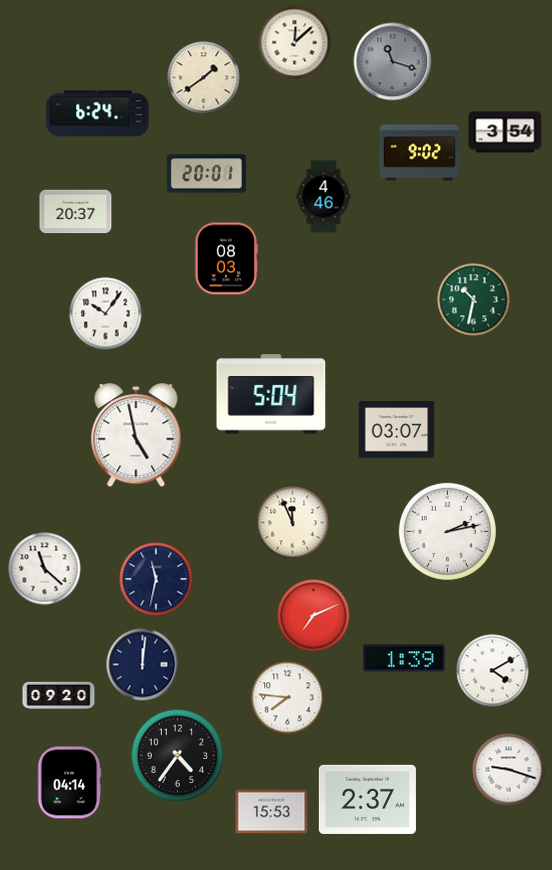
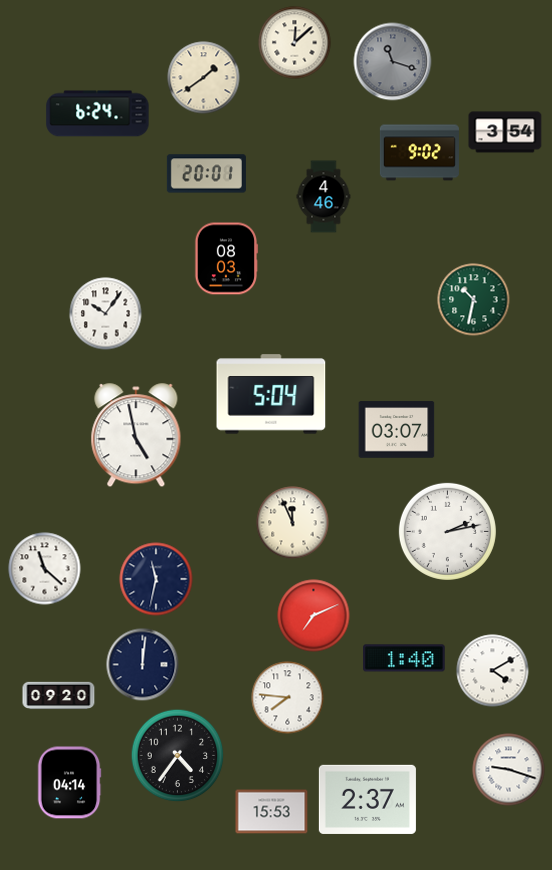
clock at (76, 212): 20:37 -> none
clock at (405, 658): 1:39 -> 1:40
